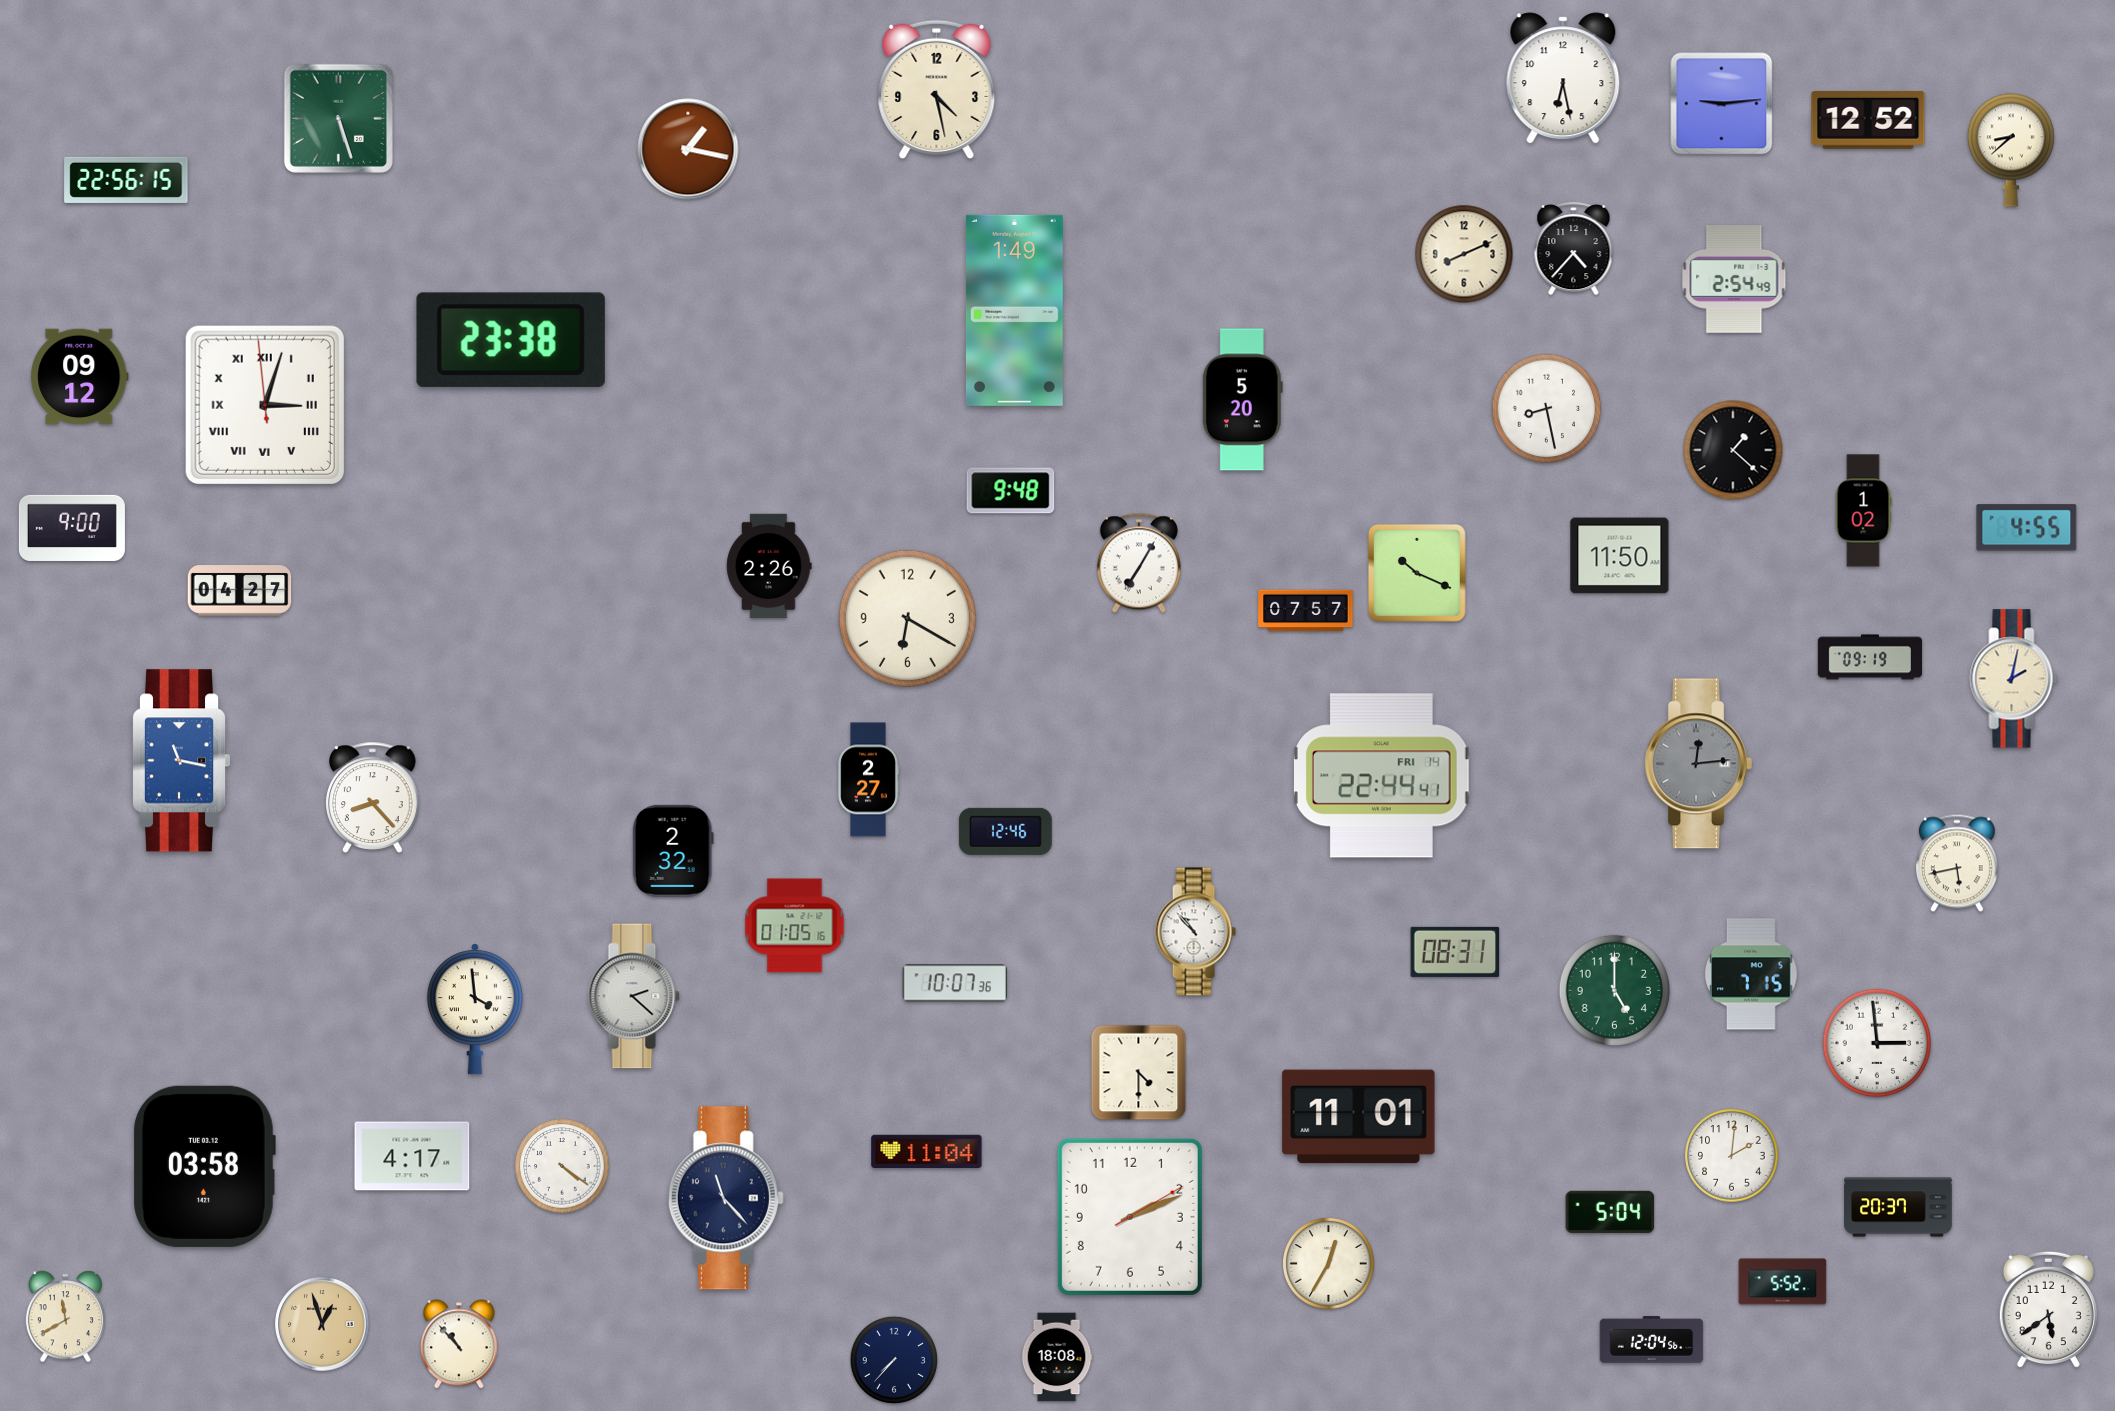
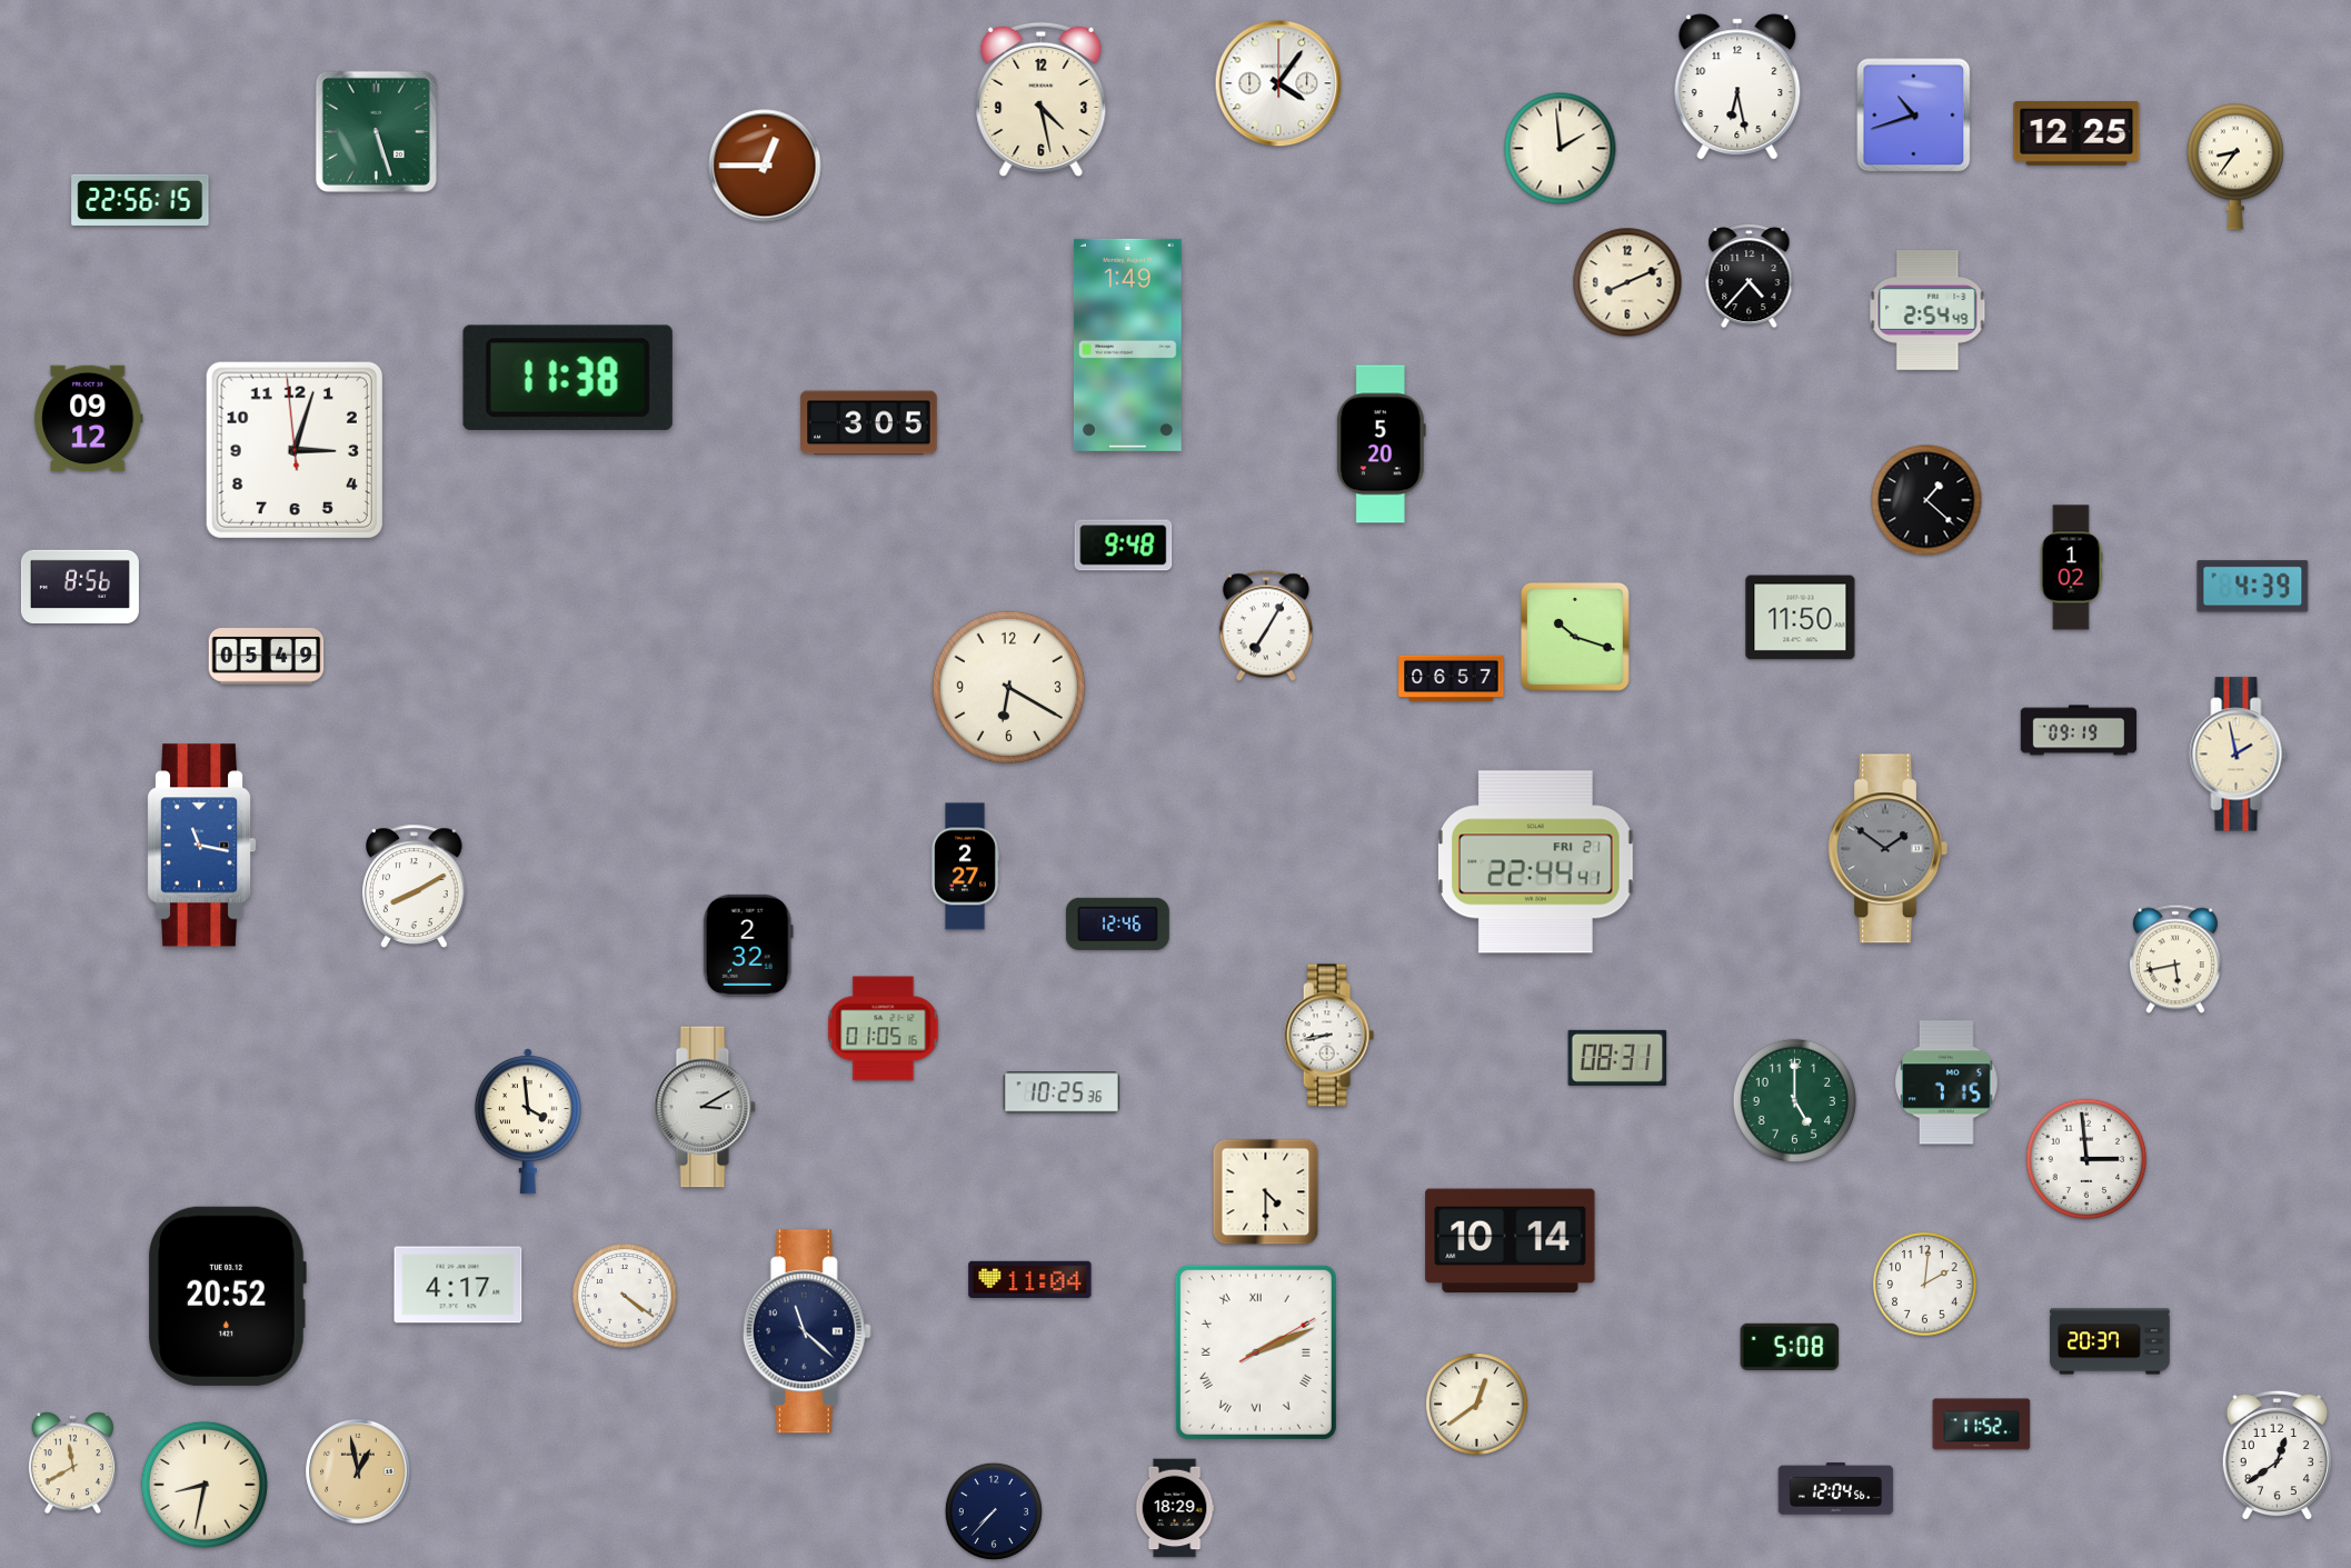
clock at (1278, 83): none -> 4:06
clock at (1722, 104): 9:14 -> 10:42
clock at (1868, 120): 12:52 -> 12:25
clock at (1561, 149): none -> 1:59
clock at (688, 149): 1:17 -> 12:45
clock at (2011, 150): 8:38 -> 8:36
clock at (511, 340): 23:38 -> 11:38
clock at (869, 423): none -> 3:05
clock at (265, 405) numerals: Roman -> Arabic
clock at (1547, 409): 8:28 -> none
clock at (72, 528): 9:00 -> 8:56
clock at (2027, 528): 4:55 -> 4:39
clock at (769, 565): 2:26 -> none
clock at (1418, 574): 10:19 -> 10:18
clock at (240, 591): 04:27 -> 05:49
clock at (1306, 611): 07:57 -> 06:57
clock at (2014, 679): 2:02 -> 1:58
clock at (1698, 764): 12:14 -> 1:51
clock at (1381, 776) date: FRI 14 -> FRI 21
clock at (373, 797): 8:23 -> 8:10
clock at (1195, 932): 10:53 -> 8:43
clock at (955, 983): 10:07 -> 10:25
clock at (634, 996): 2:22 -> 3:10
clock at (1359, 1117): 11:01 -> 10:14
clock at (204, 1166): 03:58 -> 20:52
clock at (726, 1198): 11:23 -> 11:22
clock at (1610, 1212): 5:04 -> 5:08
clock at (1130, 1217) numerals: Arabic -> Roman
clock at (1329, 1264): 12:35 -> 12:39
clock at (1783, 1282): 5:52 -> 11:52
clock at (2048, 1310): 5:39 -> 12:39
clock at (322, 1324): 12:57 -> 12:58
clock at (205, 1485): none -> 8:32
clock at (459, 1344): 10:53 -> none
clock at (1057, 1357): 18:08 -> 18:29
